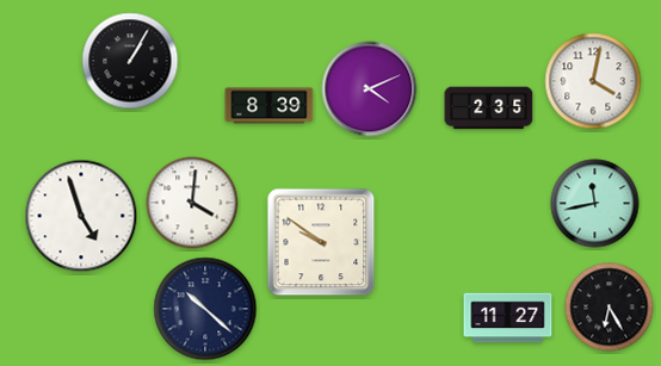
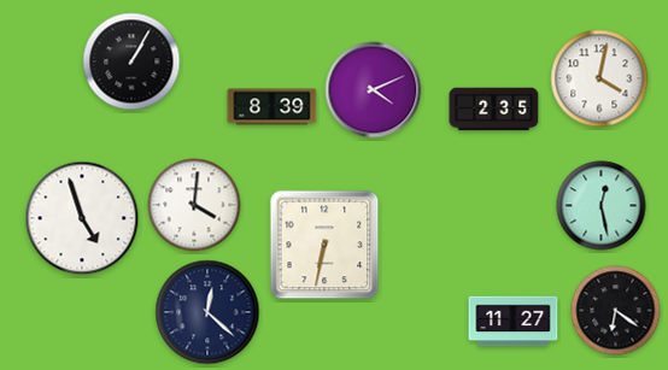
clock at (593, 81) position: (593, 81) -> (599, 78)
clock at (595, 204): 11:43 -> 12:28
clock at (321, 242): 9:51 -> 6:32
clock at (610, 308): 6:25 -> 6:21
clock at (205, 309): 10:22 -> 12:22
